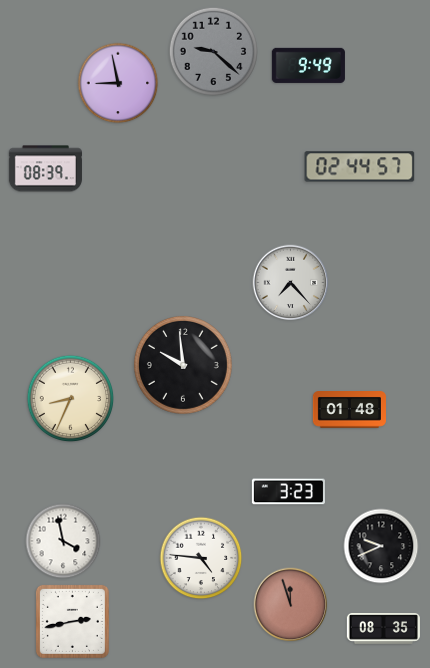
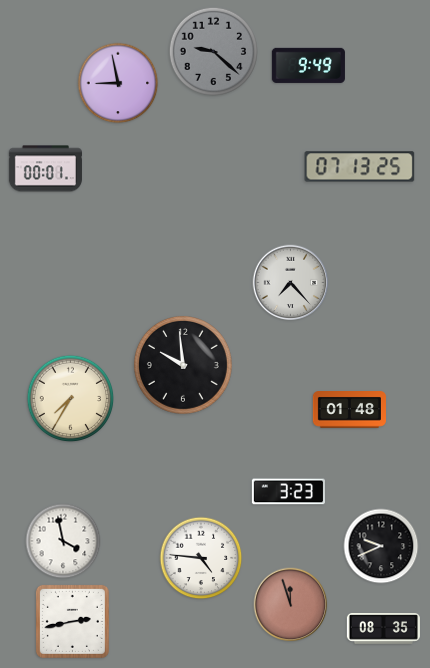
clock at (360, 167): 02:44 -> 07:13
clock at (45, 169): 08:39 -> 00:01
clock at (71, 399): 8:34 -> 7:35
